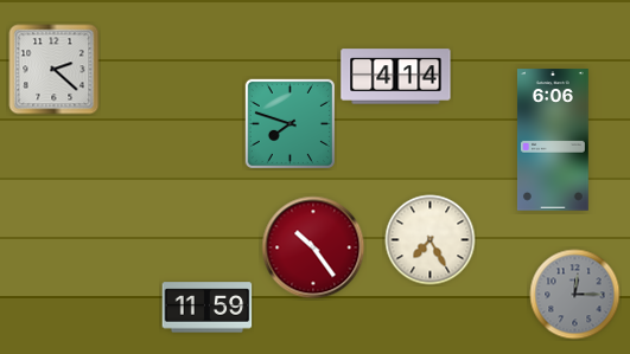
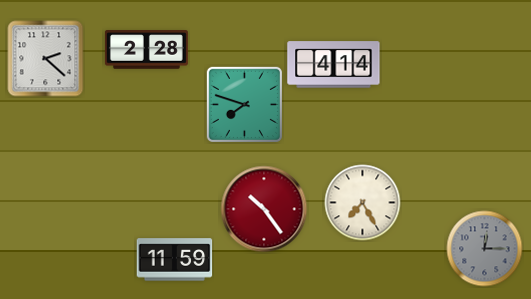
clock at (146, 50): none -> 2:28
clock at (553, 140): 6:06 -> none
